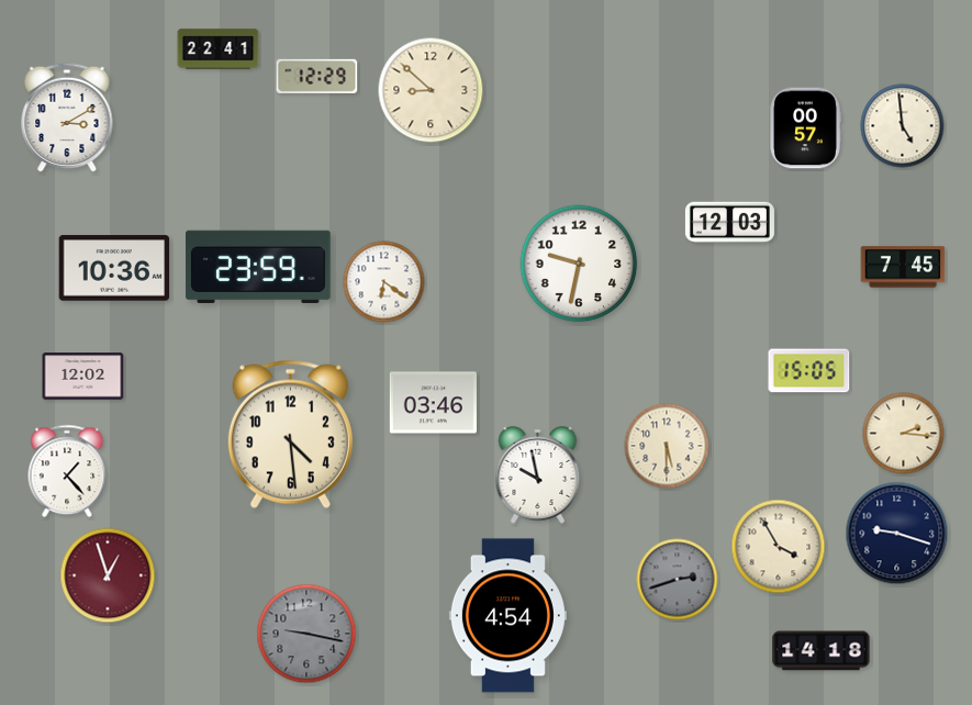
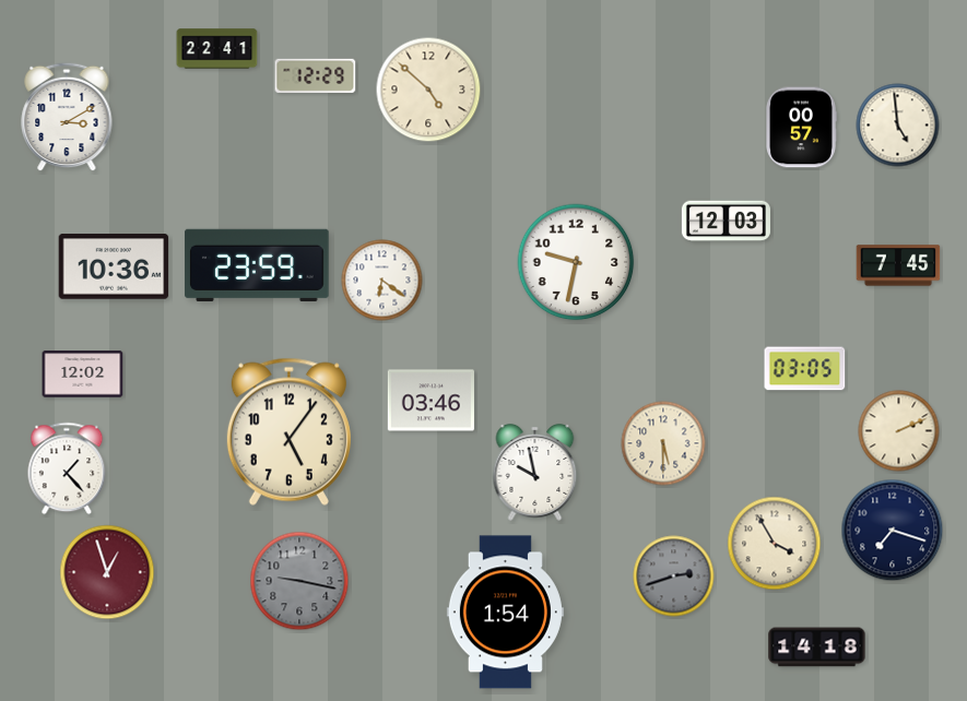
clock at (431, 90): 8:52 -> 4:52
clock at (809, 371): 15:05 -> 03:05
clock at (290, 434): 4:29 -> 5:06
clock at (904, 434): 2:16 -> 2:11
clock at (897, 534): 9:18 -> 7:18
clock at (507, 616): 4:54 -> 1:54
clock at (306, 634) position: (306, 634) -> (299, 581)
